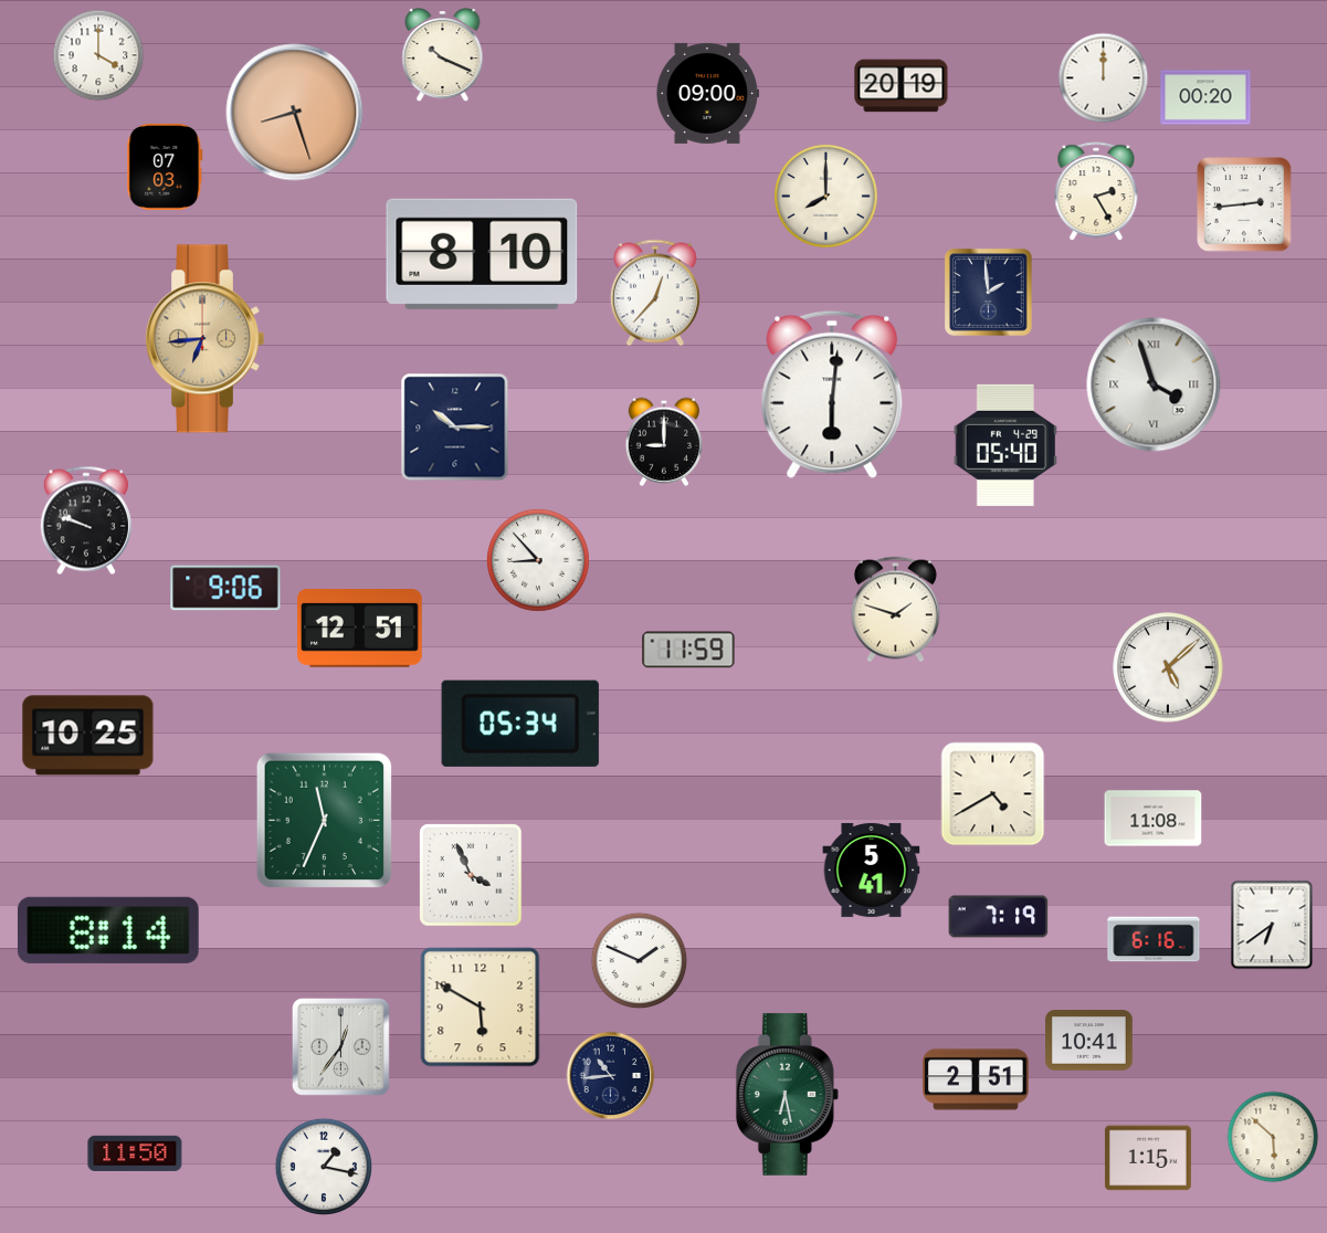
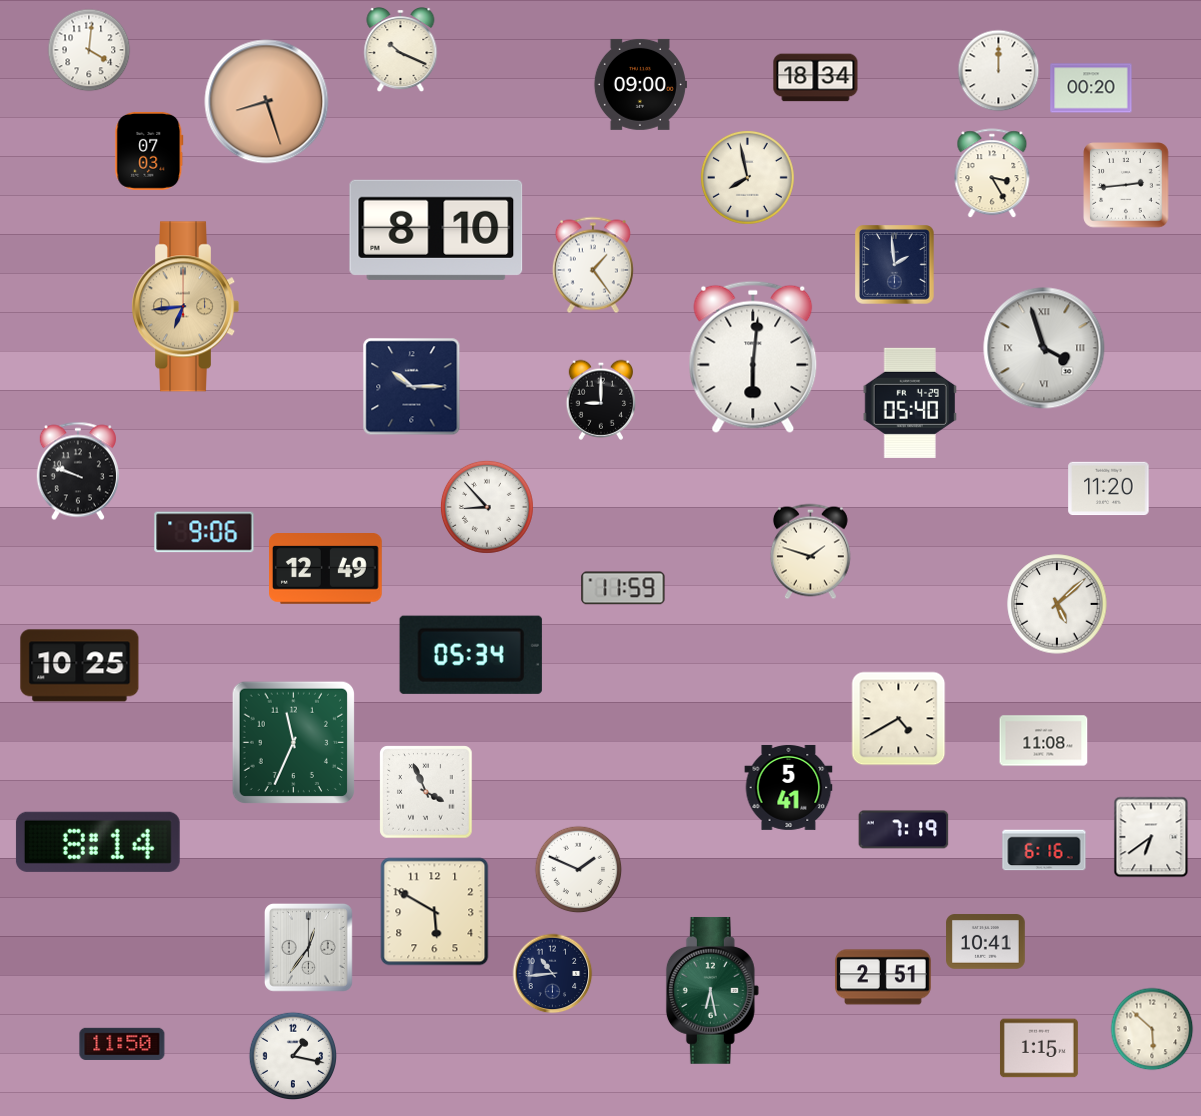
clock at (98, 55): 4:00 -> 4:01
clock at (902, 86): 20:19 -> 18:34
clock at (1096, 192): 2:25 -> 3:25
clock at (825, 196): 8:00 -> 7:58
clock at (655, 293): 12:37 -> 1:24
clock at (1109, 489): none -> 11:20
clock at (360, 629): 12:51 -> 12:49
